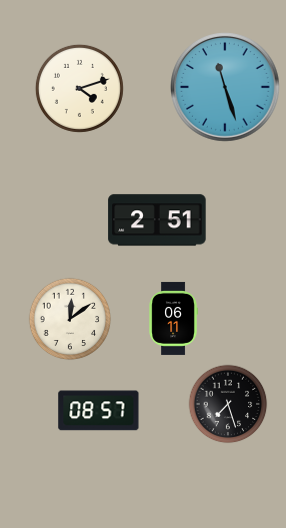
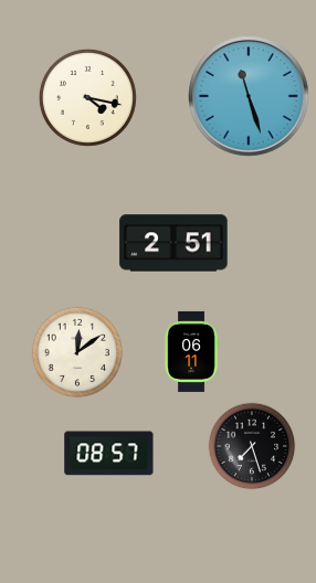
clock at (79, 88): 4:12 -> 4:17
